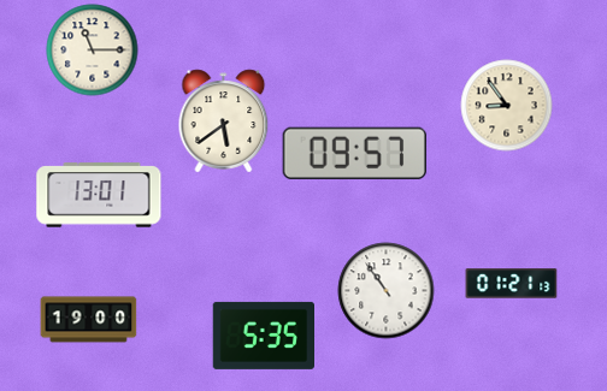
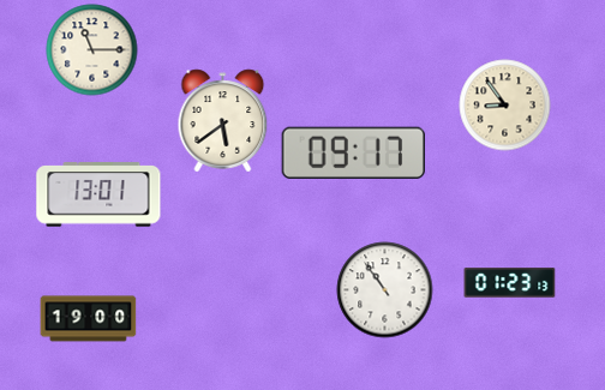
clock at (354, 153): 09:57 -> 09:17
clock at (512, 284): 01:21 -> 01:23
clock at (264, 336): 5:35 -> none
